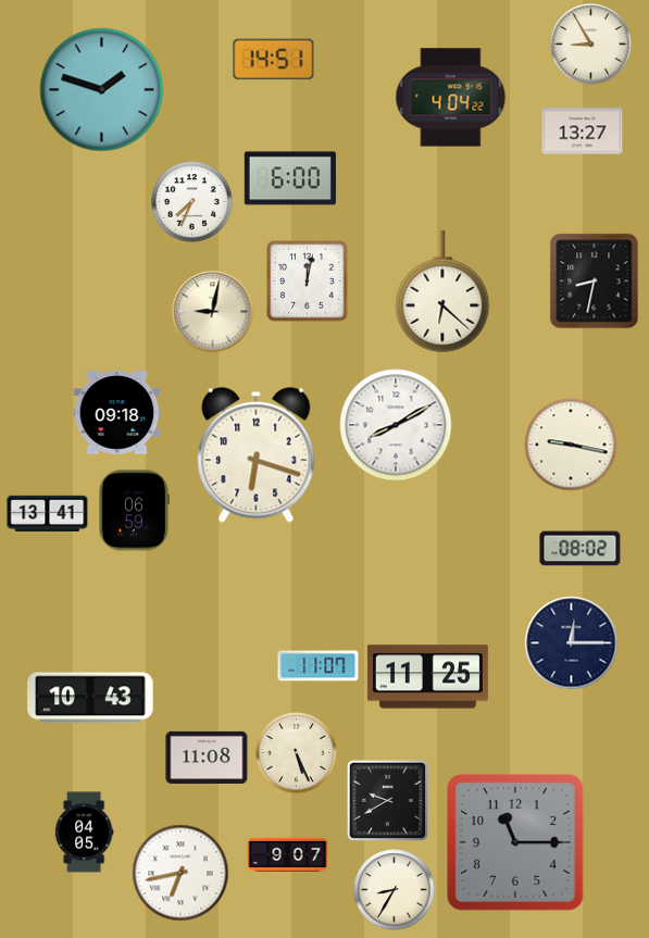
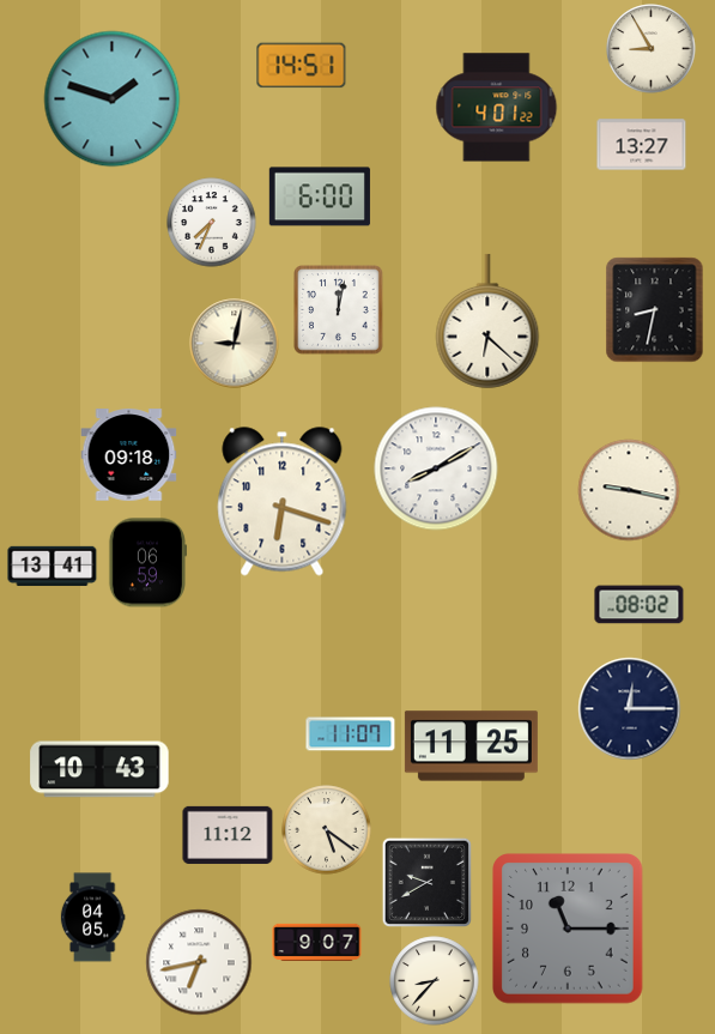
clock at (451, 98): 4:04 -> 4:01
clock at (297, 753): 5:26 -> 5:21
clock at (207, 758): 11:08 -> 11:12
clock at (395, 890): 8:35 -> 8:37
